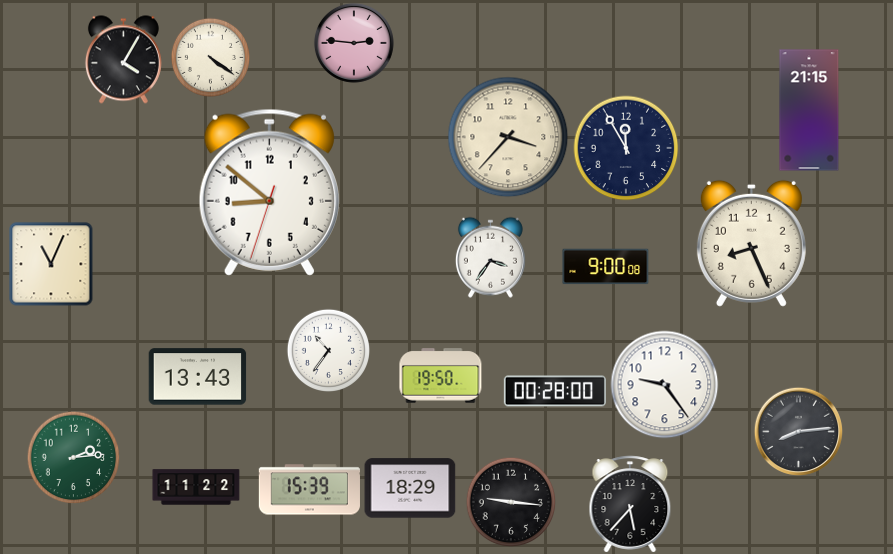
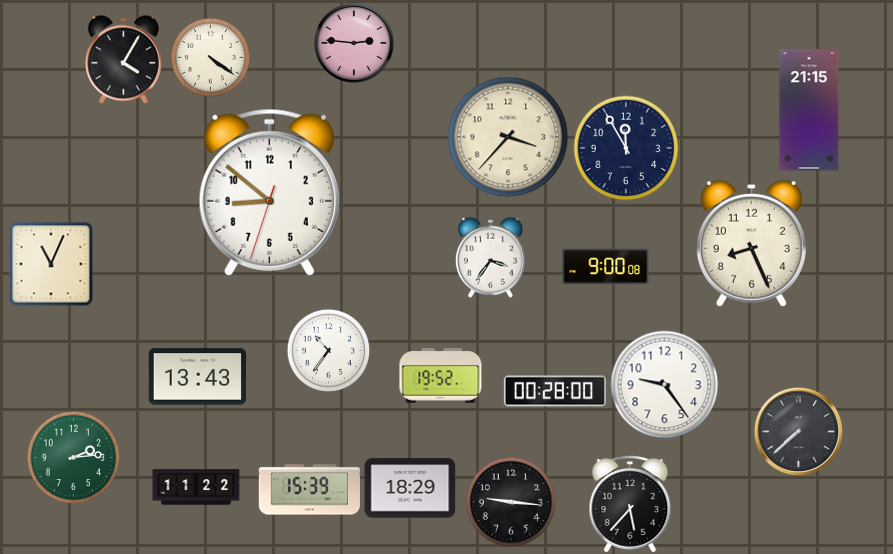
clock at (441, 376): 19:50 -> 19:52
clock at (798, 431): 8:14 -> 7:38
